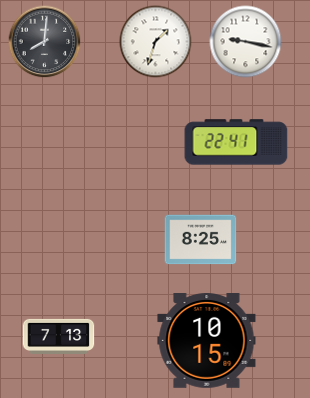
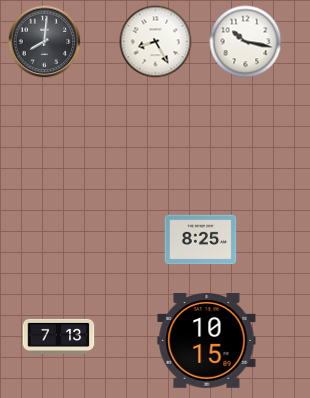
clock at (156, 42): 1:33 -> 8:25
clock at (246, 42): 9:17 -> 10:17
clock at (236, 142): 22:41 -> none
